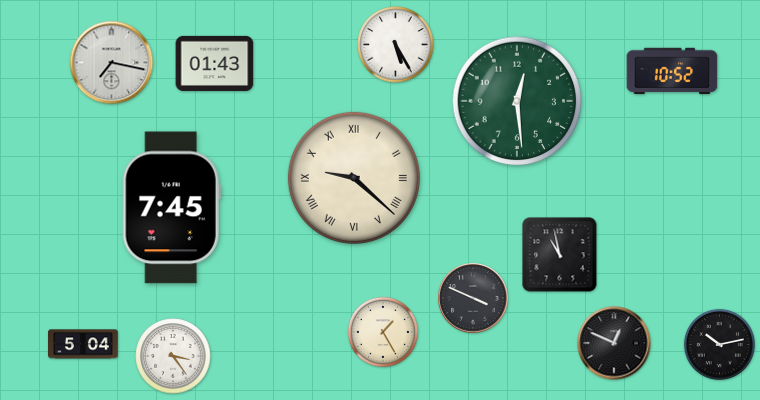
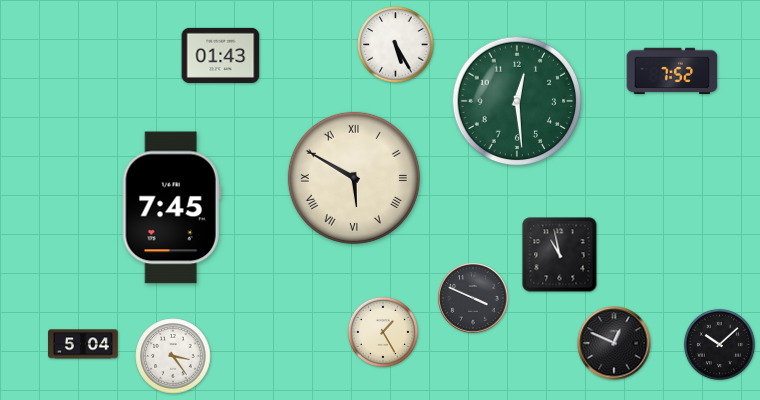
clock at (112, 63): 7:17 -> none
clock at (215, 63) position: (215, 63) -> (221, 55)
clock at (672, 71): 10:52 -> 7:52
clock at (354, 178): 9:22 -> 5:50
clock at (719, 344): 10:13 -> 10:08
